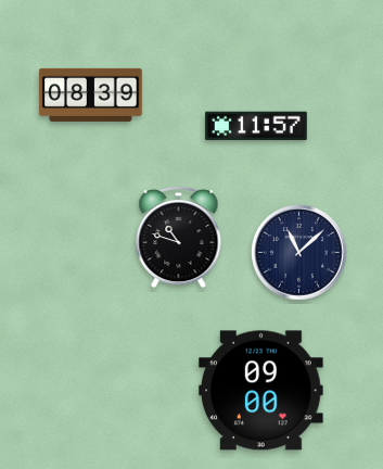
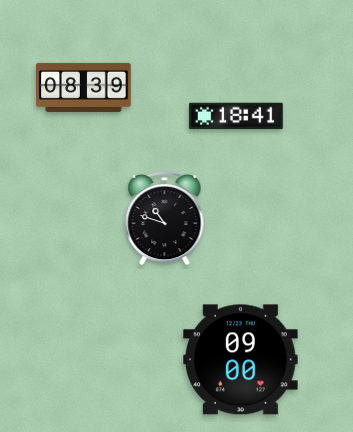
clock at (257, 126): 11:57 -> 18:41
clock at (299, 253): 11:08 -> none
